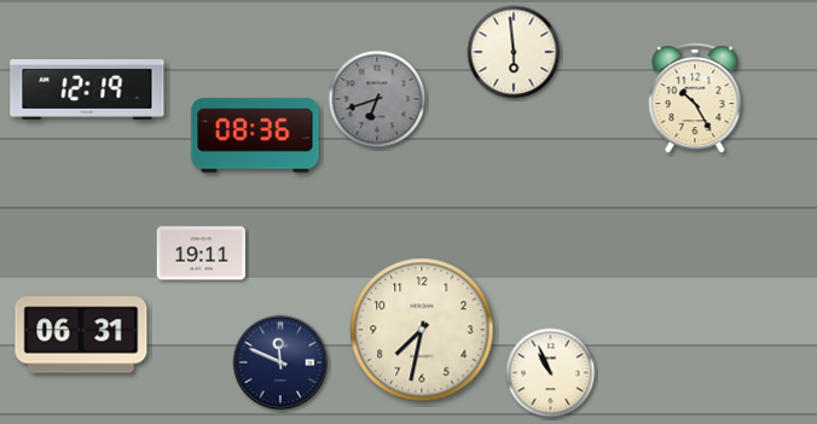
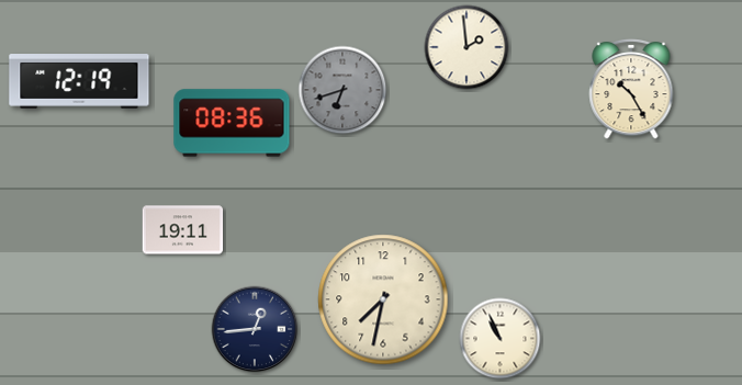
clock at (514, 52): 5:59 -> 1:59
clock at (81, 335): 06:31 -> none
clock at (280, 362): 11:49 -> 12:44
